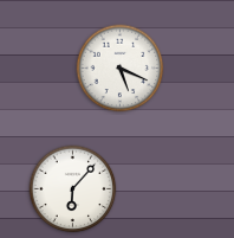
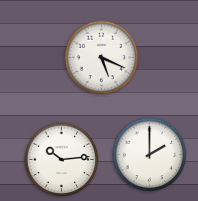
clock at (150, 155): none -> 2:00
clock at (73, 189): 6:07 -> 10:14
